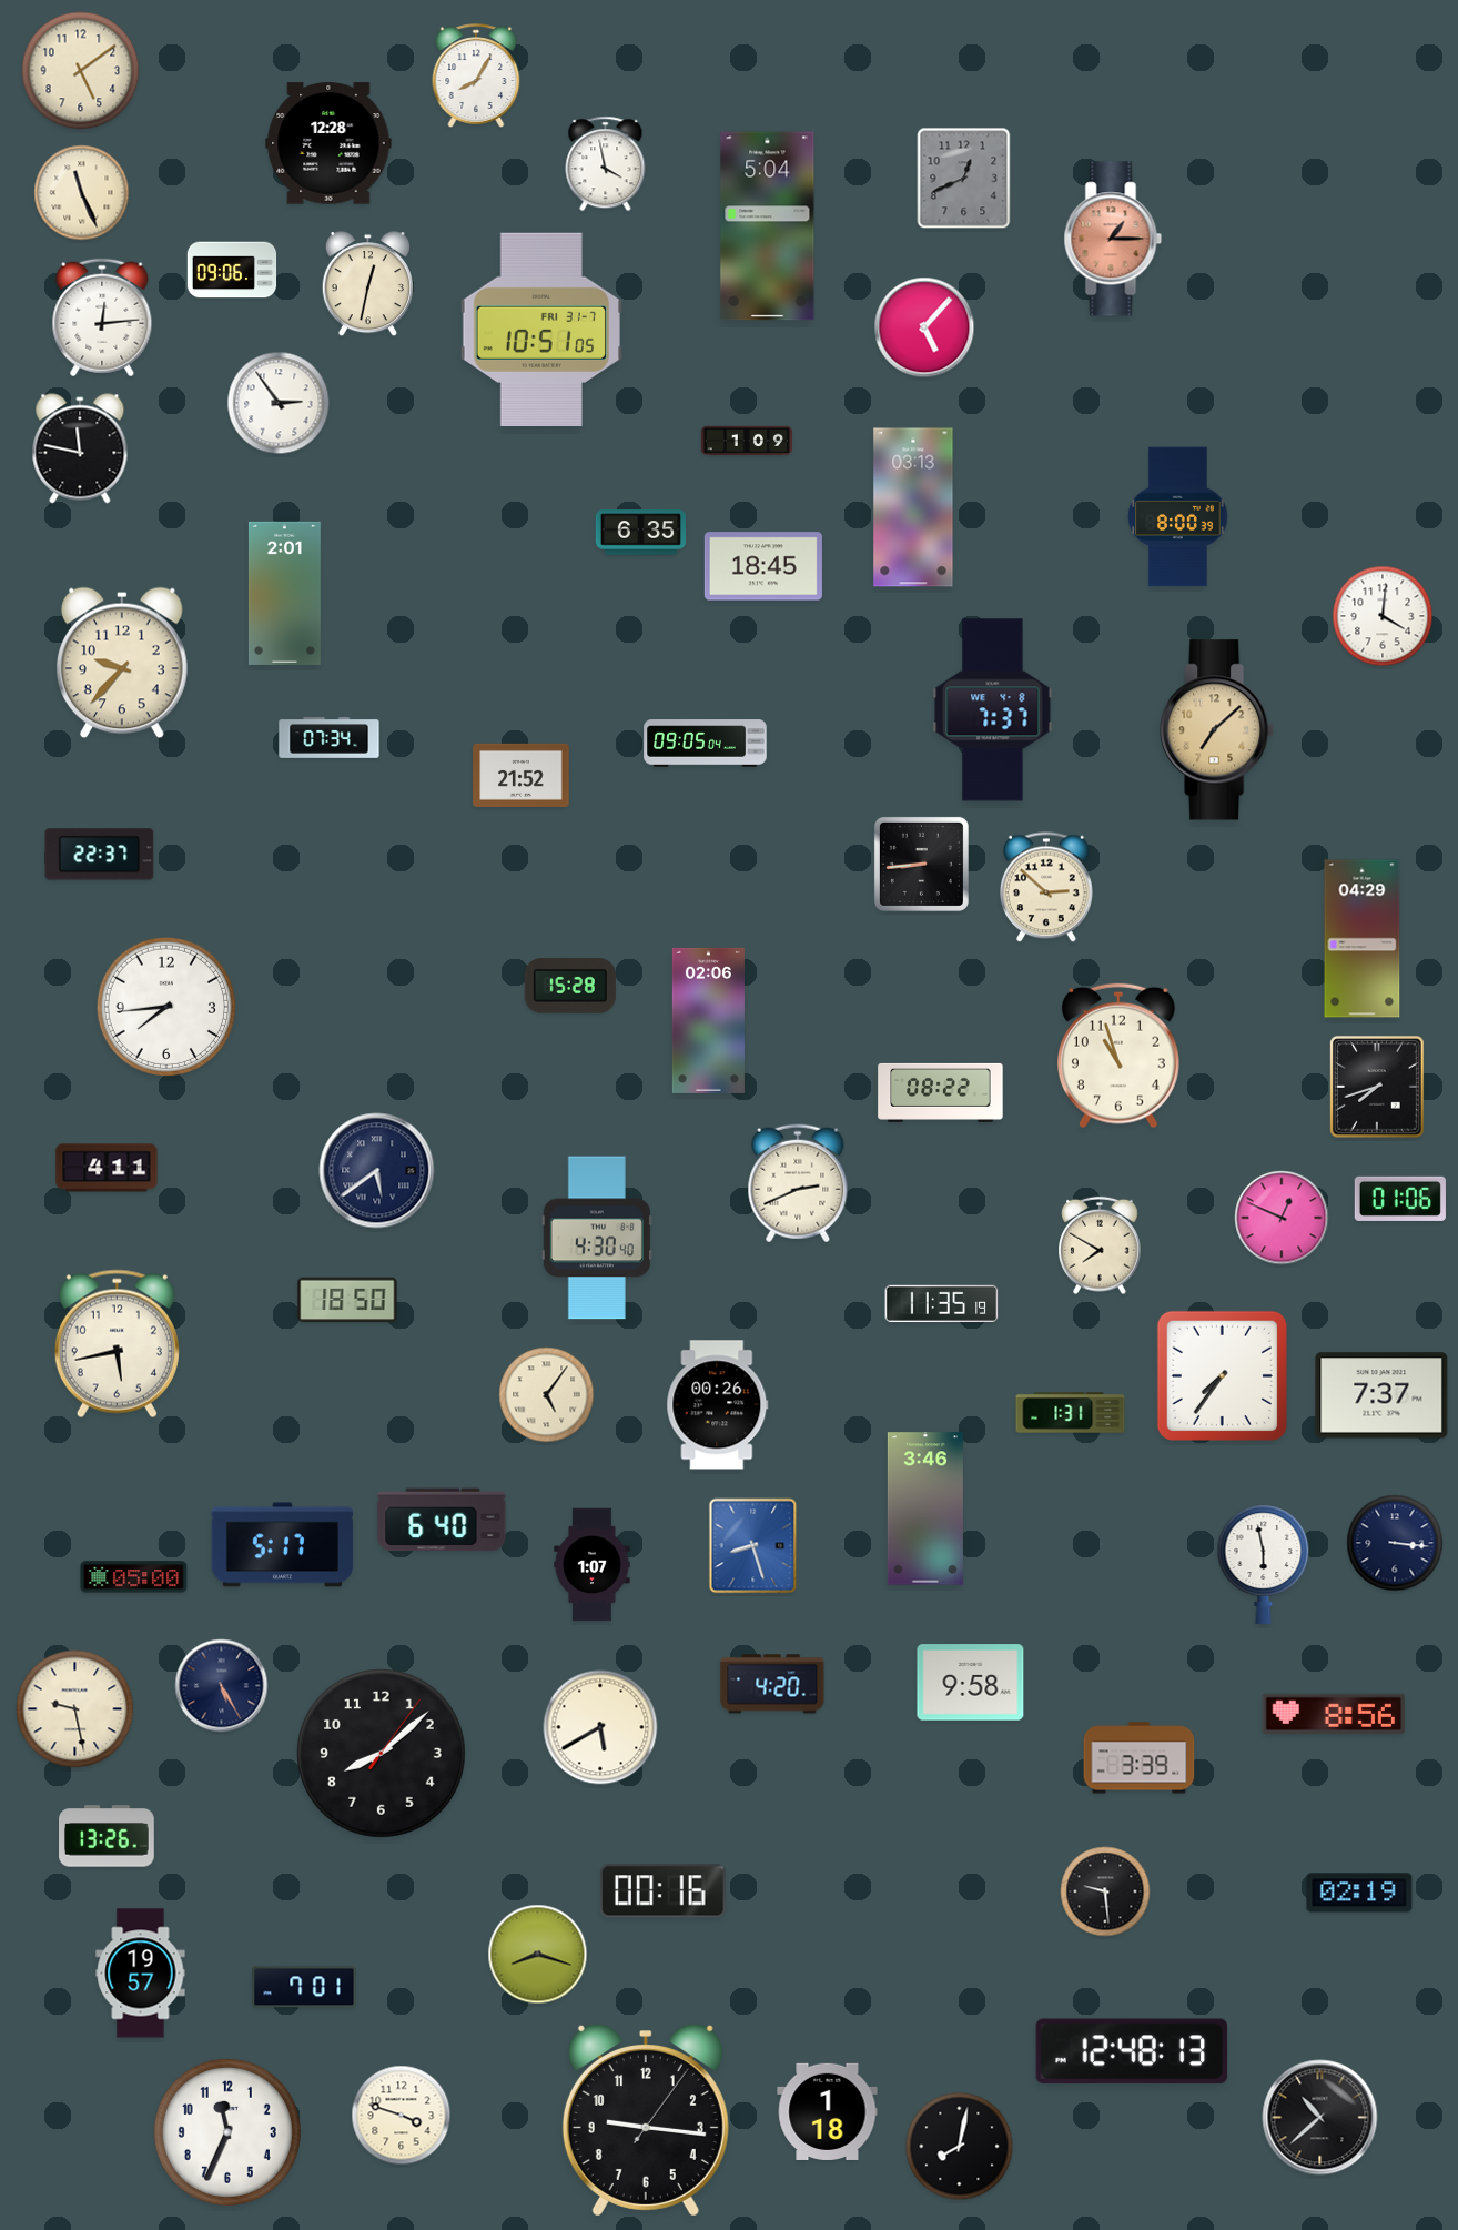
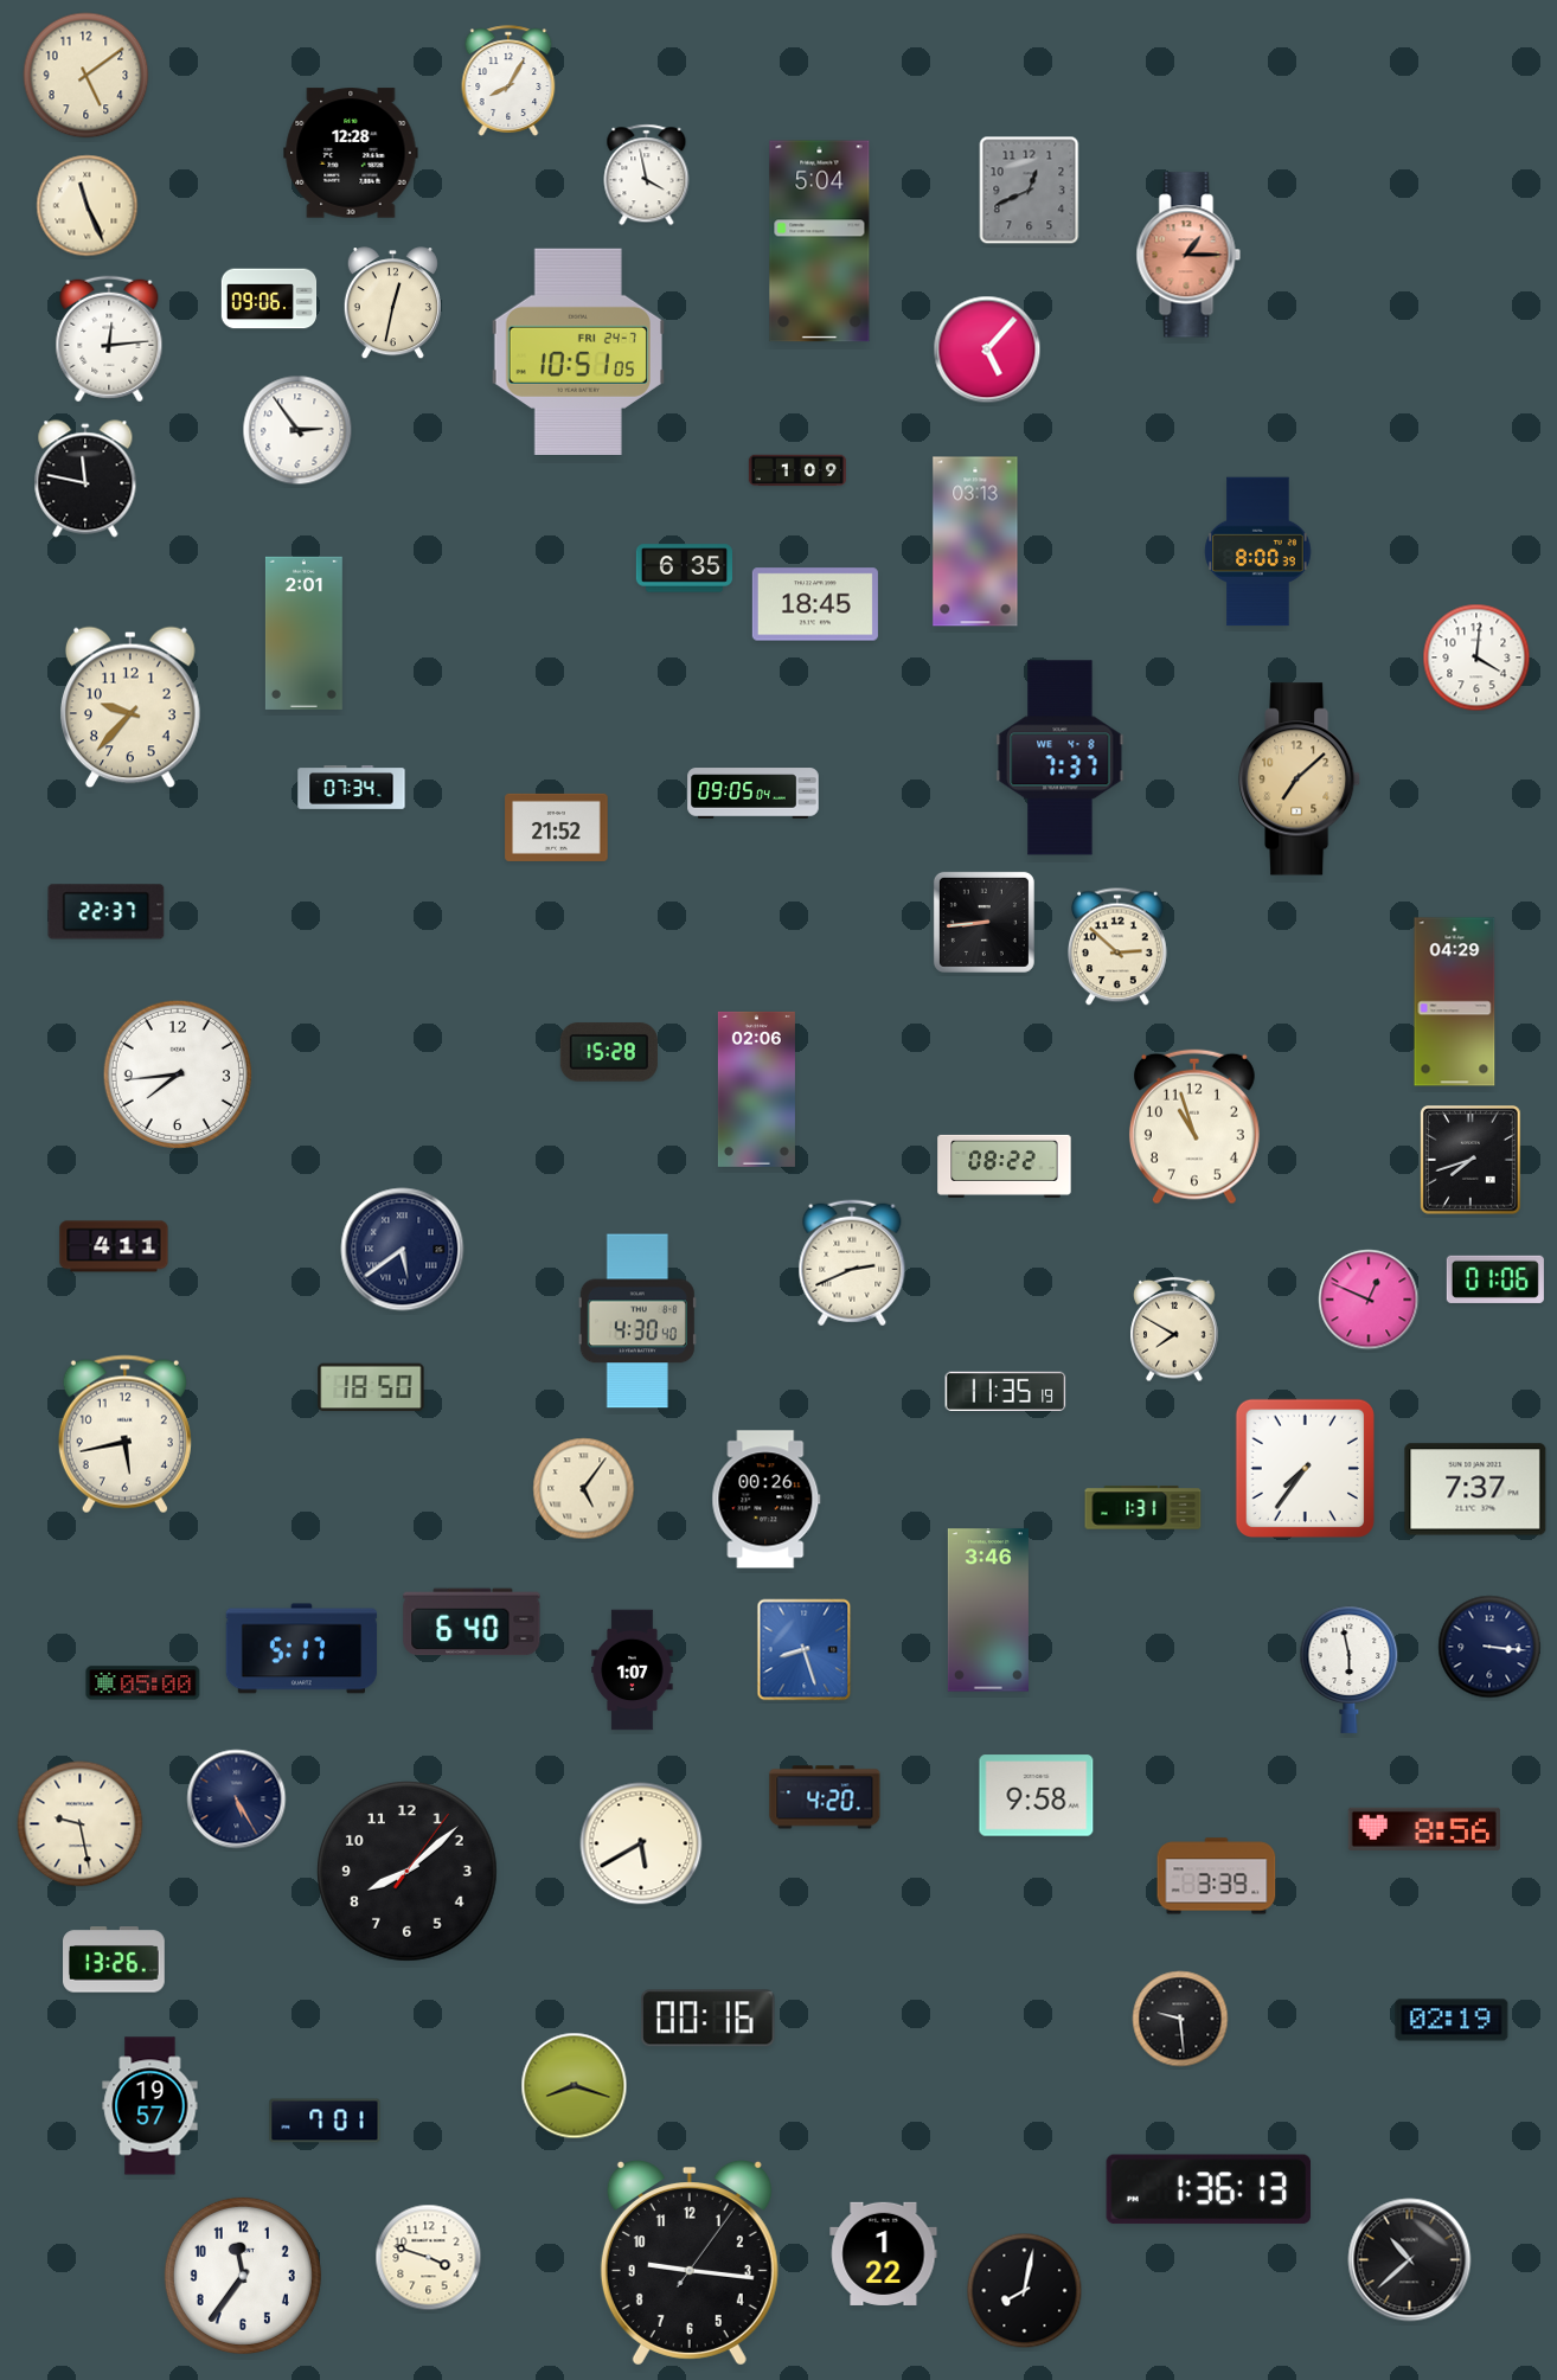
clock at (232, 270) position: (232, 270) -> (269, 299)
clock at (540, 330) date: FRI 31-7 -> FRI 24-7
clock at (1132, 2051): 12:48 -> 1:36
clock at (828, 2111): 1:18 -> 1:22
clock at (227, 2132): 11:34 -> 11:36
